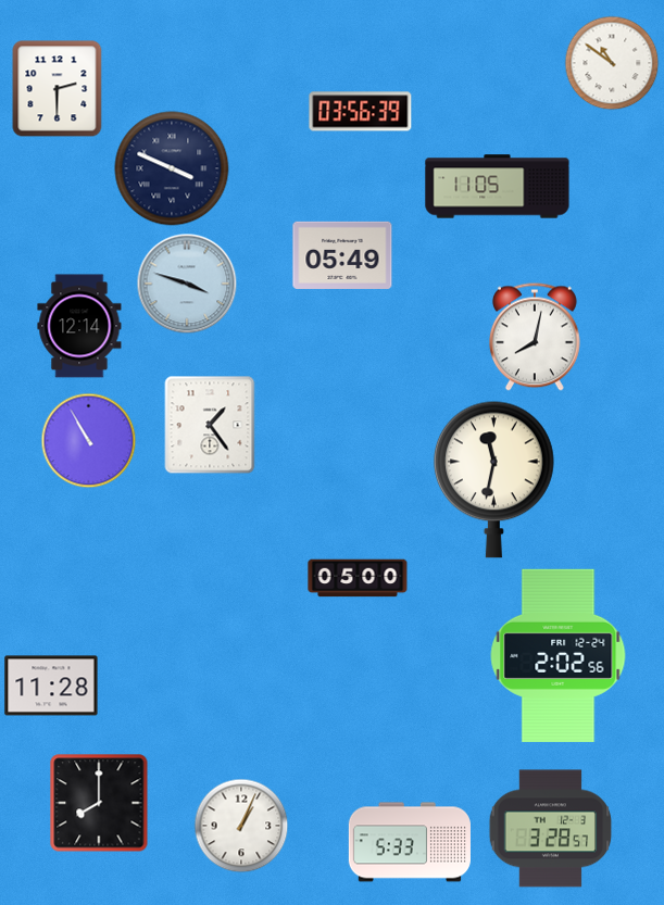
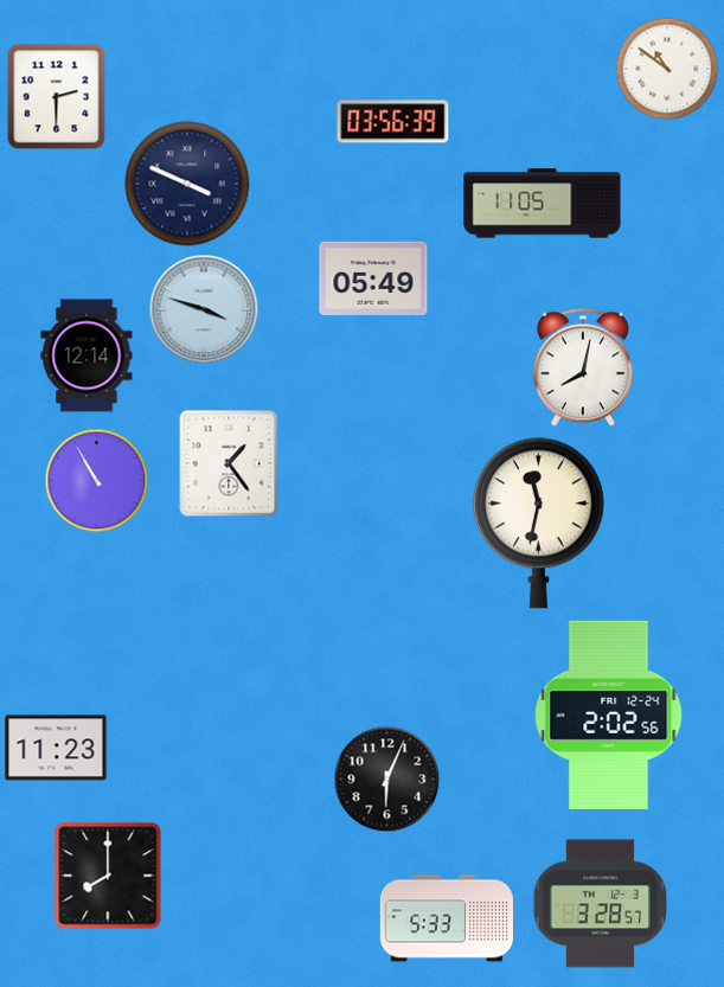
clock at (58, 88) position: (58, 88) -> (57, 96)
clock at (358, 578): 05:00 -> none
clock at (51, 686): 11:28 -> 11:23
clock at (386, 778): none -> 6:04
clock at (241, 826): 1:04 -> none
